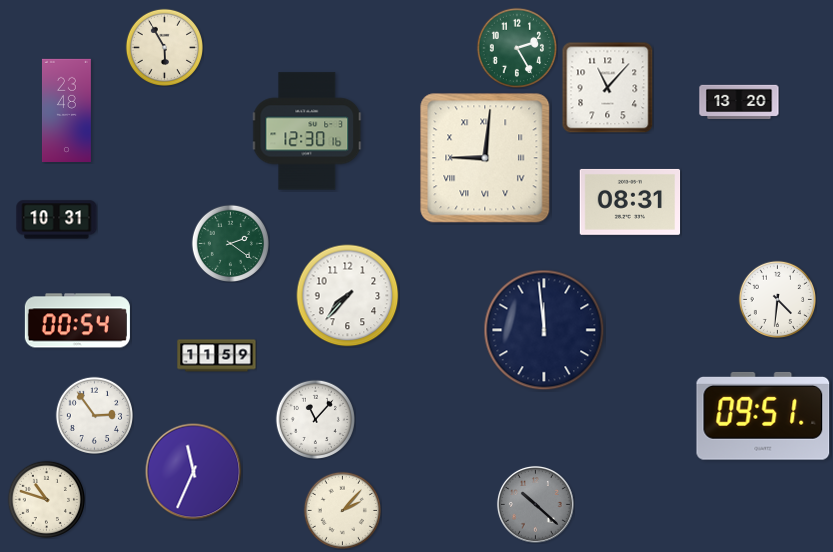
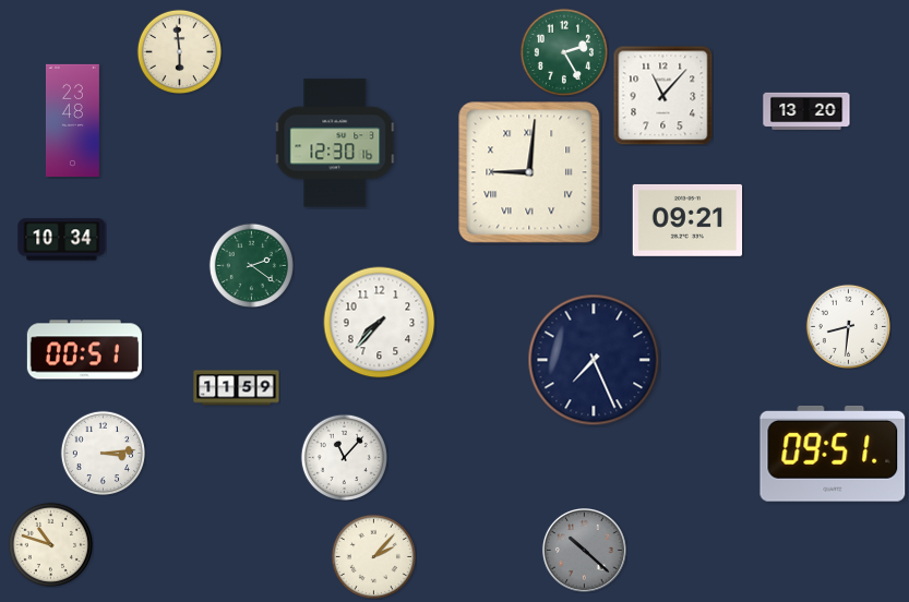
clock at (164, 47): 5:55 -> 5:59
clock at (630, 202): 08:31 -> 09:21
clock at (57, 220): 10:31 -> 10:34
clock at (777, 299): 4:31 -> 8:31
clock at (77, 321): 00:54 -> 00:51
clock at (544, 330): 11:59 -> 7:26
clock at (94, 415): 2:54 -> 3:14
clock at (194, 472): 11:34 -> none
